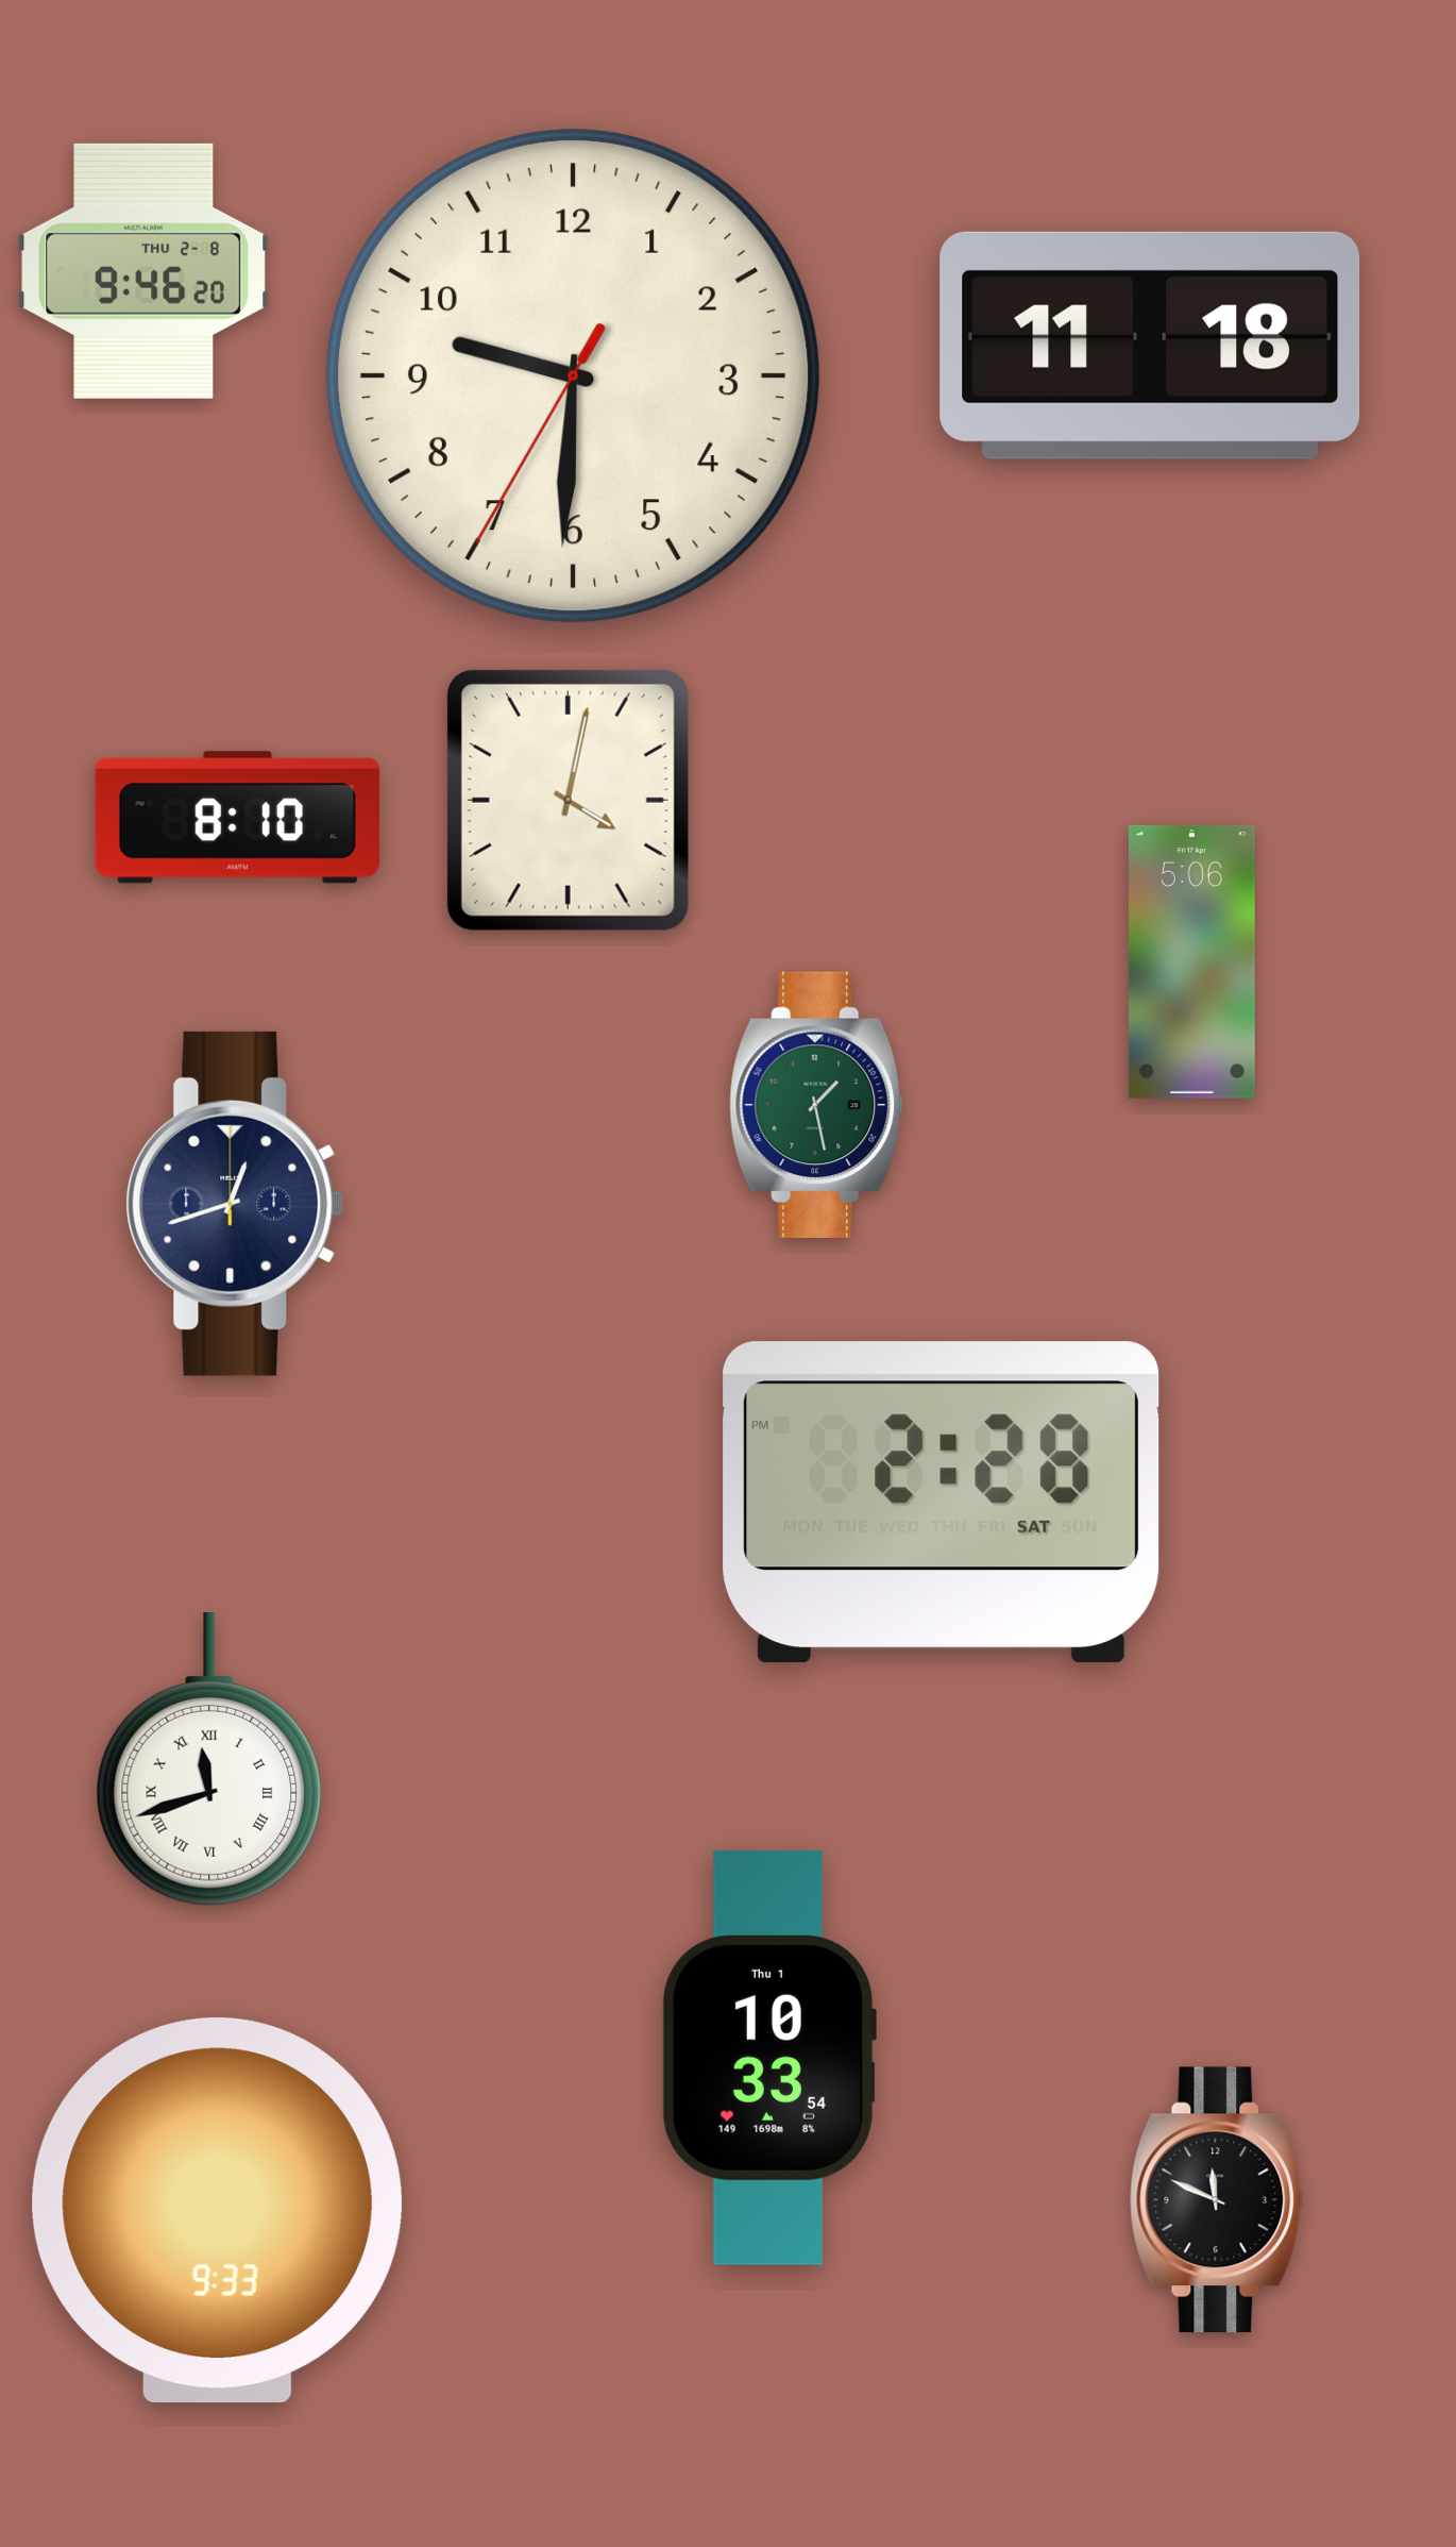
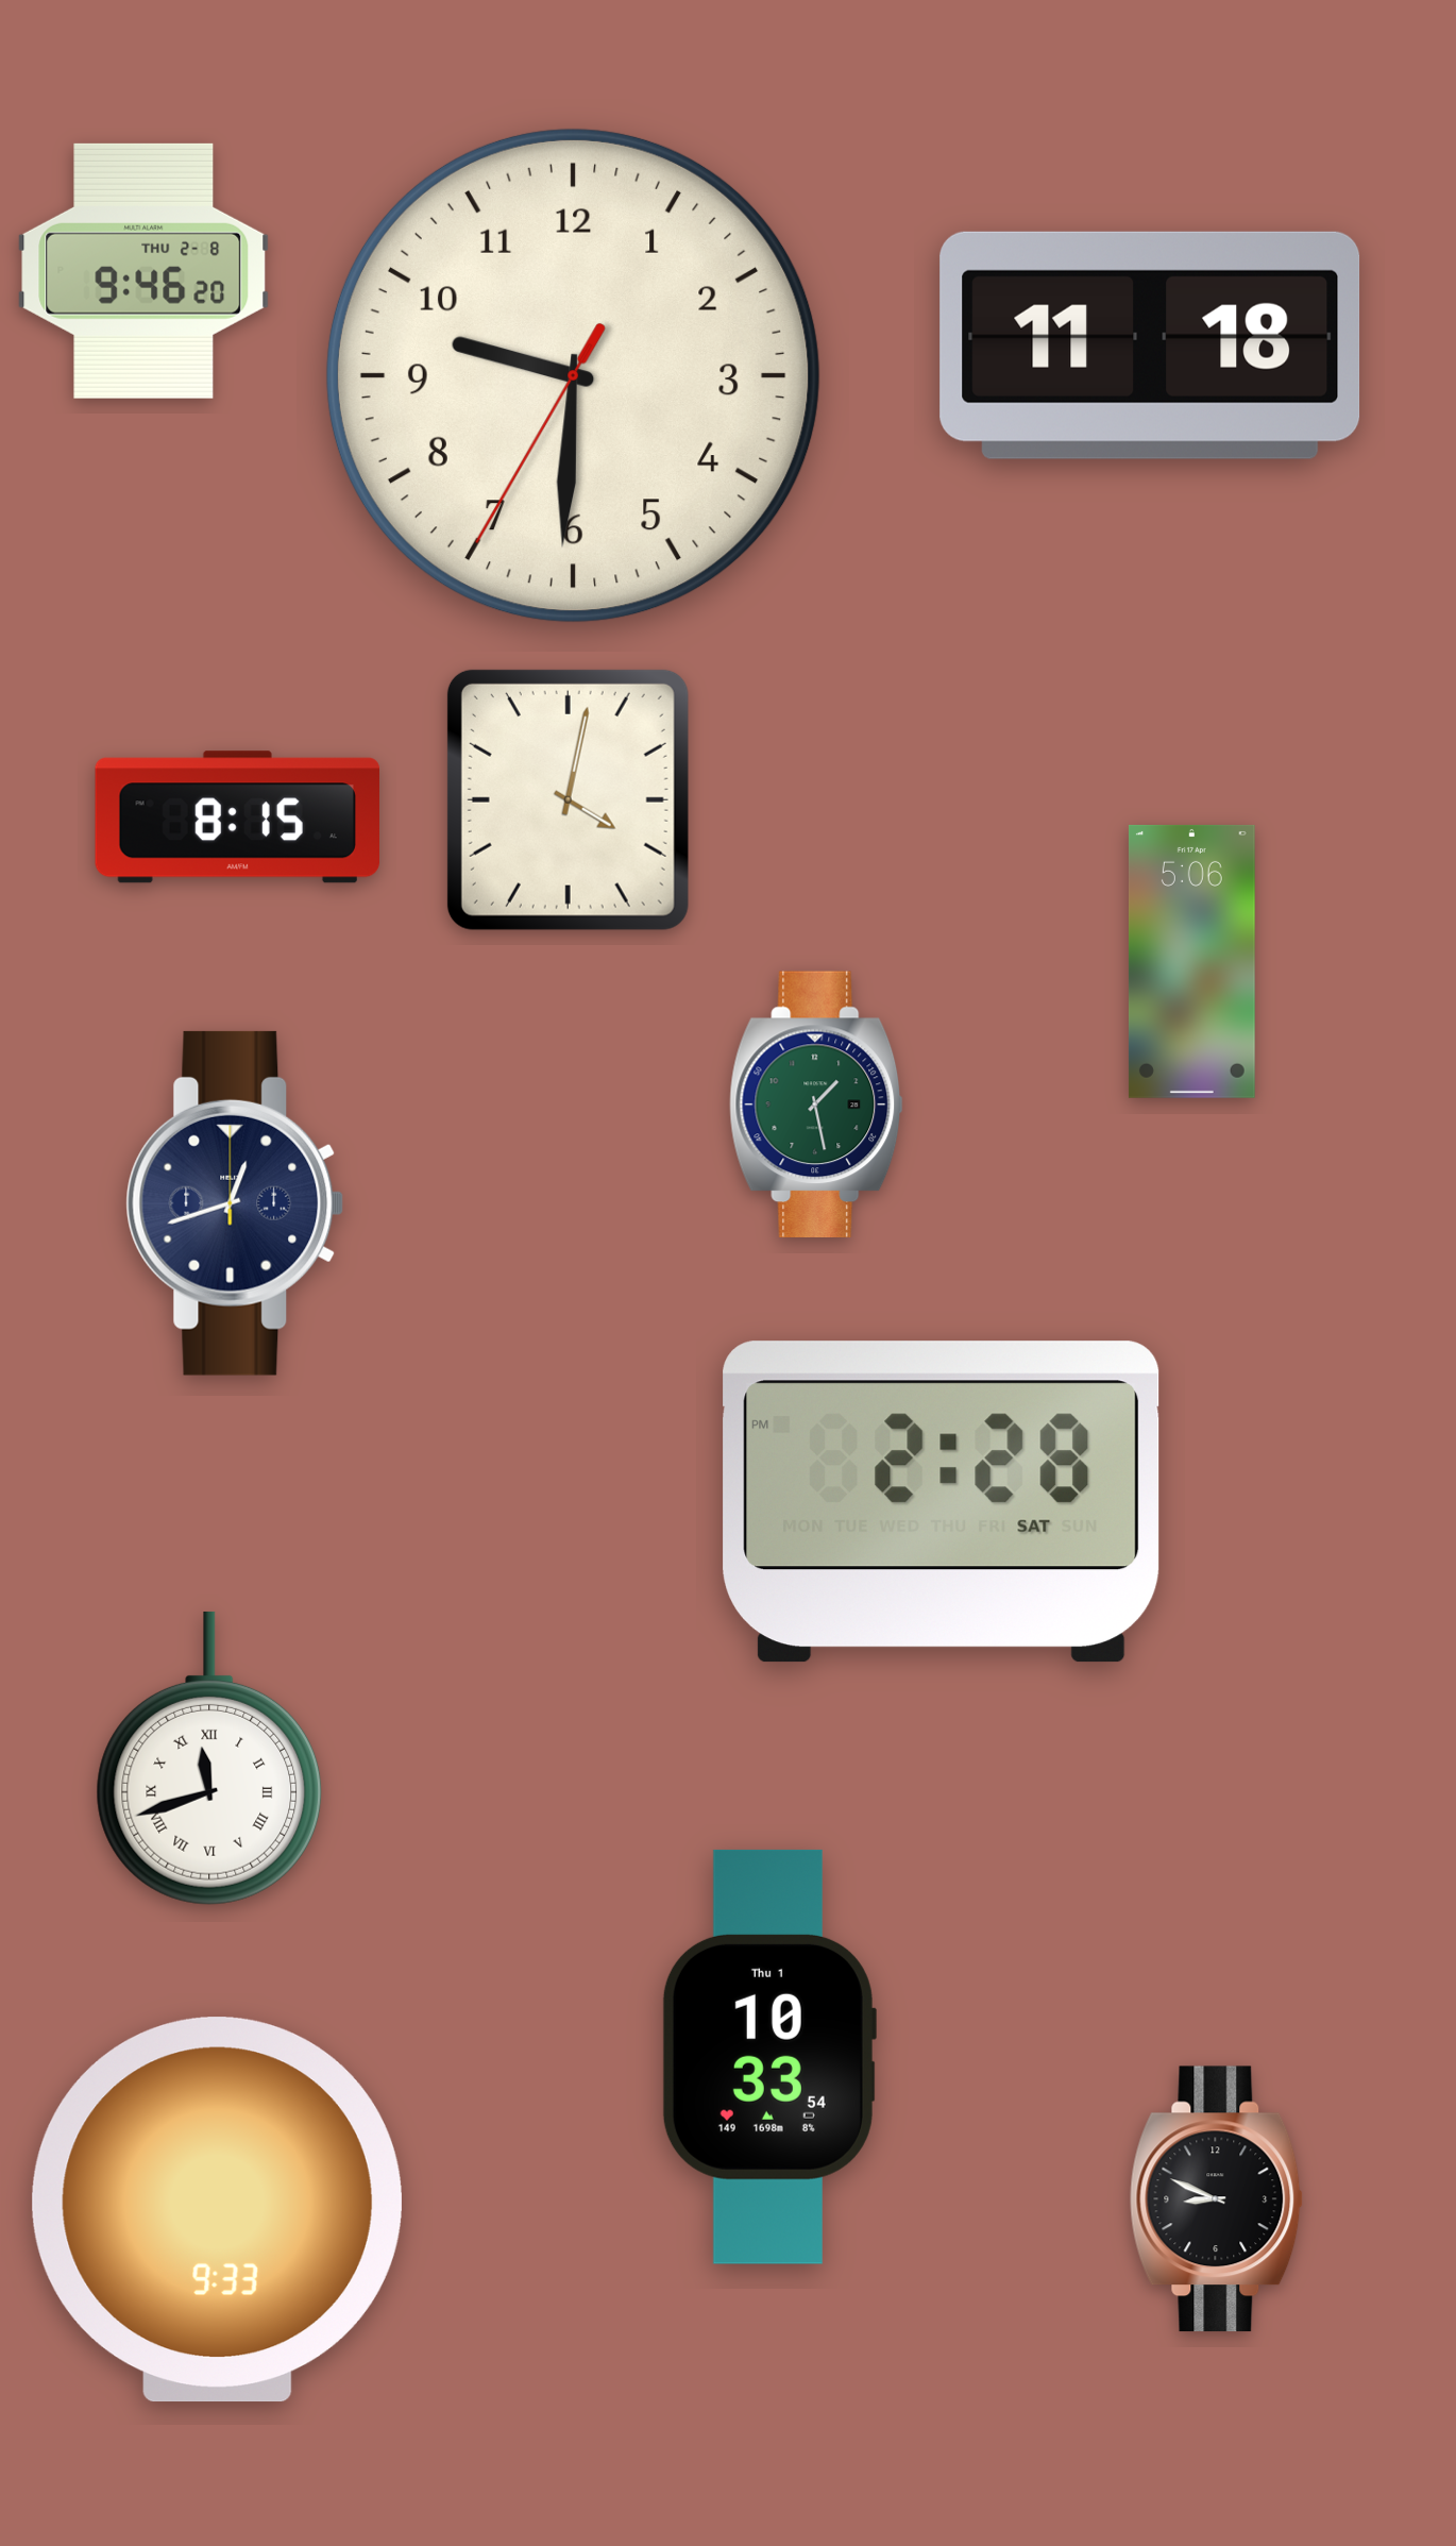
clock at (237, 818): 8:10 -> 8:15
clock at (1217, 2200): 11:49 -> 8:49
